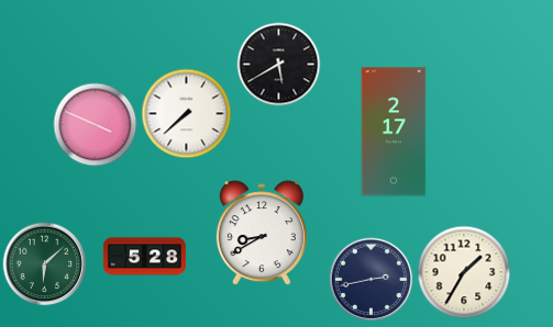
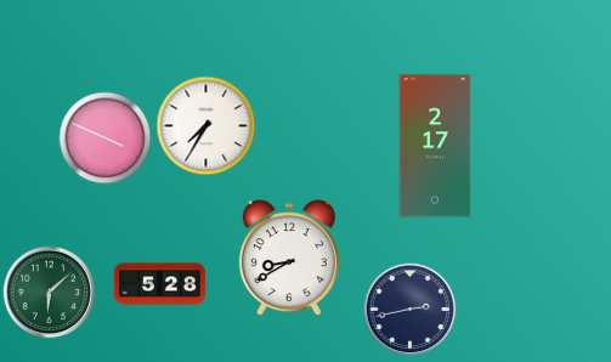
clock at (279, 65): 5:40 -> none
clock at (187, 114): 7:38 -> 7:35
clock at (464, 272): 1:35 -> none
